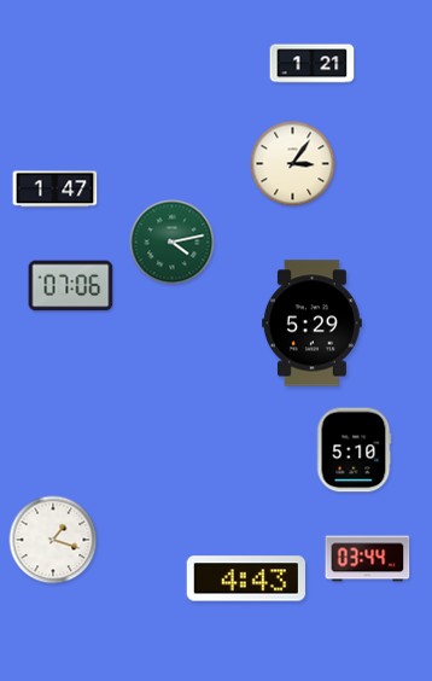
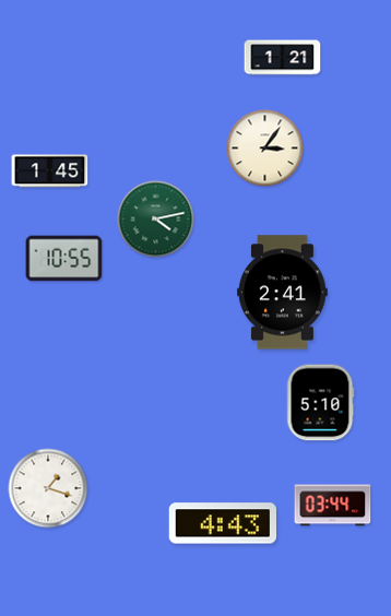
clock at (56, 190): 1:47 -> 1:45
clock at (71, 286): 07:06 -> 10:55
clock at (313, 324): 5:29 -> 2:41
clock at (354, 450) position: (354, 450) -> (320, 403)
